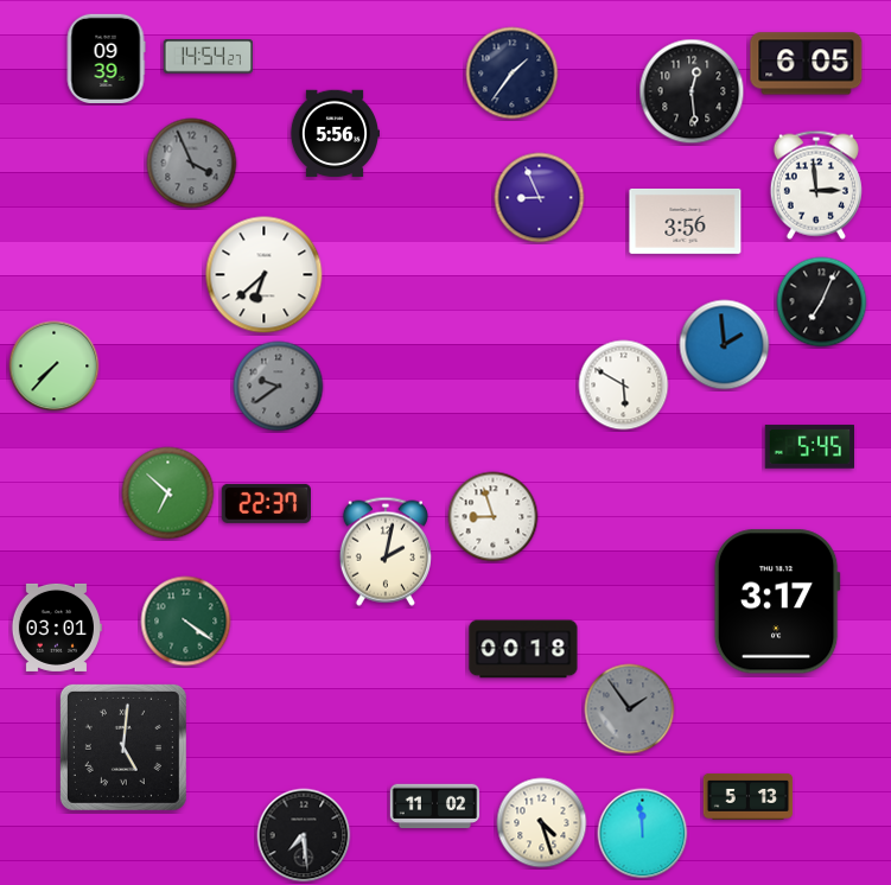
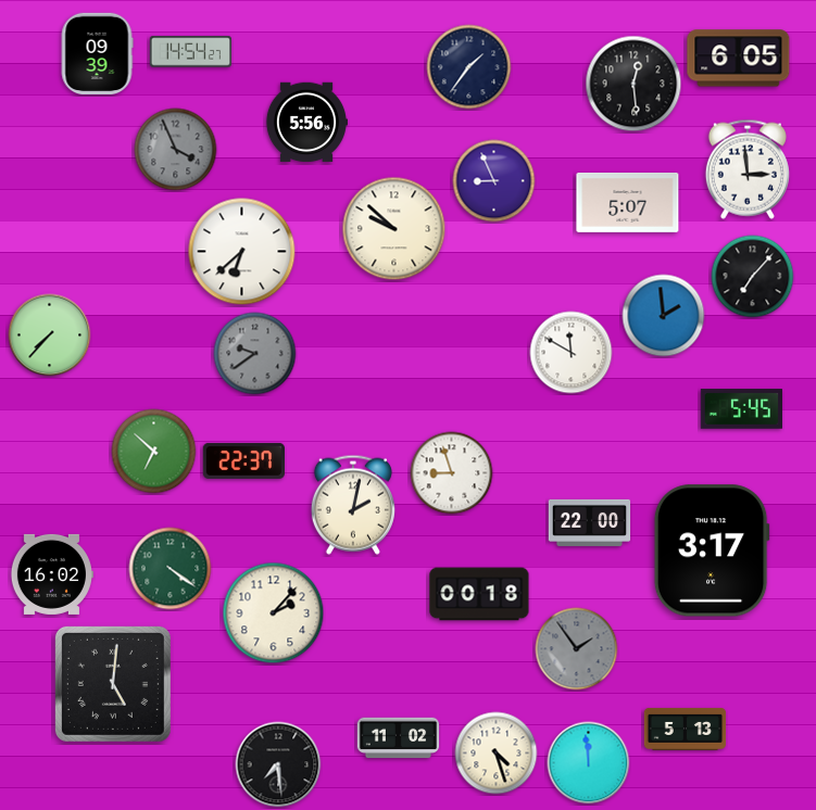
clock at (686, 221): 3:56 -> 5:07
clock at (394, 229): none -> 9:52
clock at (822, 303): 7:04 -> 7:07
clock at (624, 386): 5:50 -> 11:50
clock at (590, 522): none -> 22:00
clock at (56, 628): 03:01 -> 16:02
clock at (274, 613): none -> 2:07
